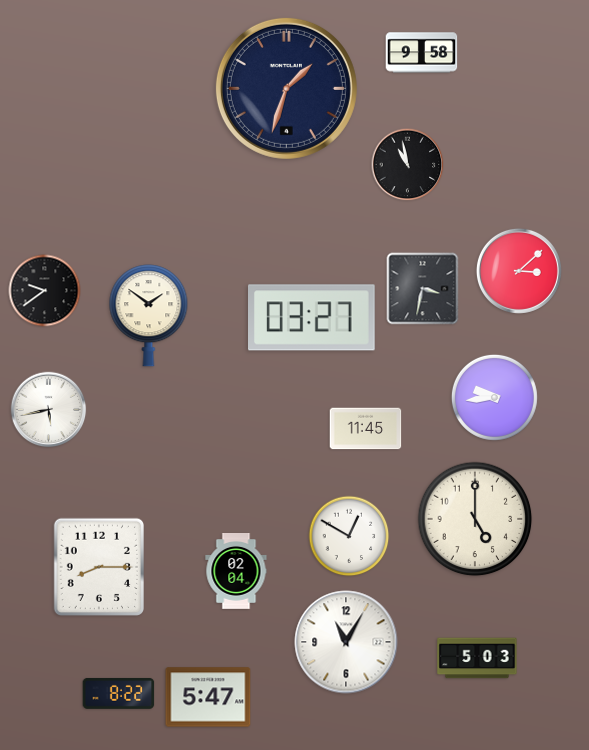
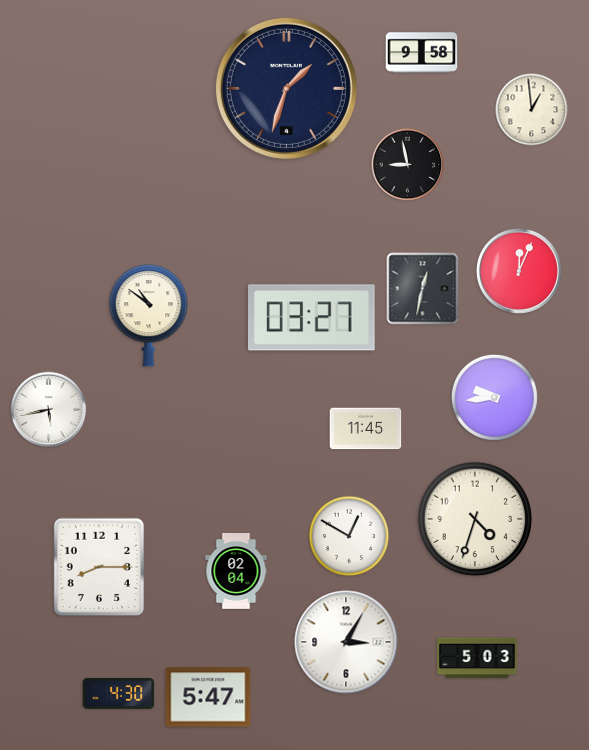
clock at (532, 110): none -> 12:59
clock at (408, 165): 10:58 -> 8:58
clock at (519, 271): 3:08 -> 12:04
clock at (423, 289): 3:32 -> 12:32
clock at (45, 291): 9:39 -> none
clock at (149, 316): 1:51 -> 10:51
clock at (475, 519): 5:00 -> 4:33
clock at (346, 642): 11:05 -> 3:05
clock at (119, 693): 8:22 -> 4:30
